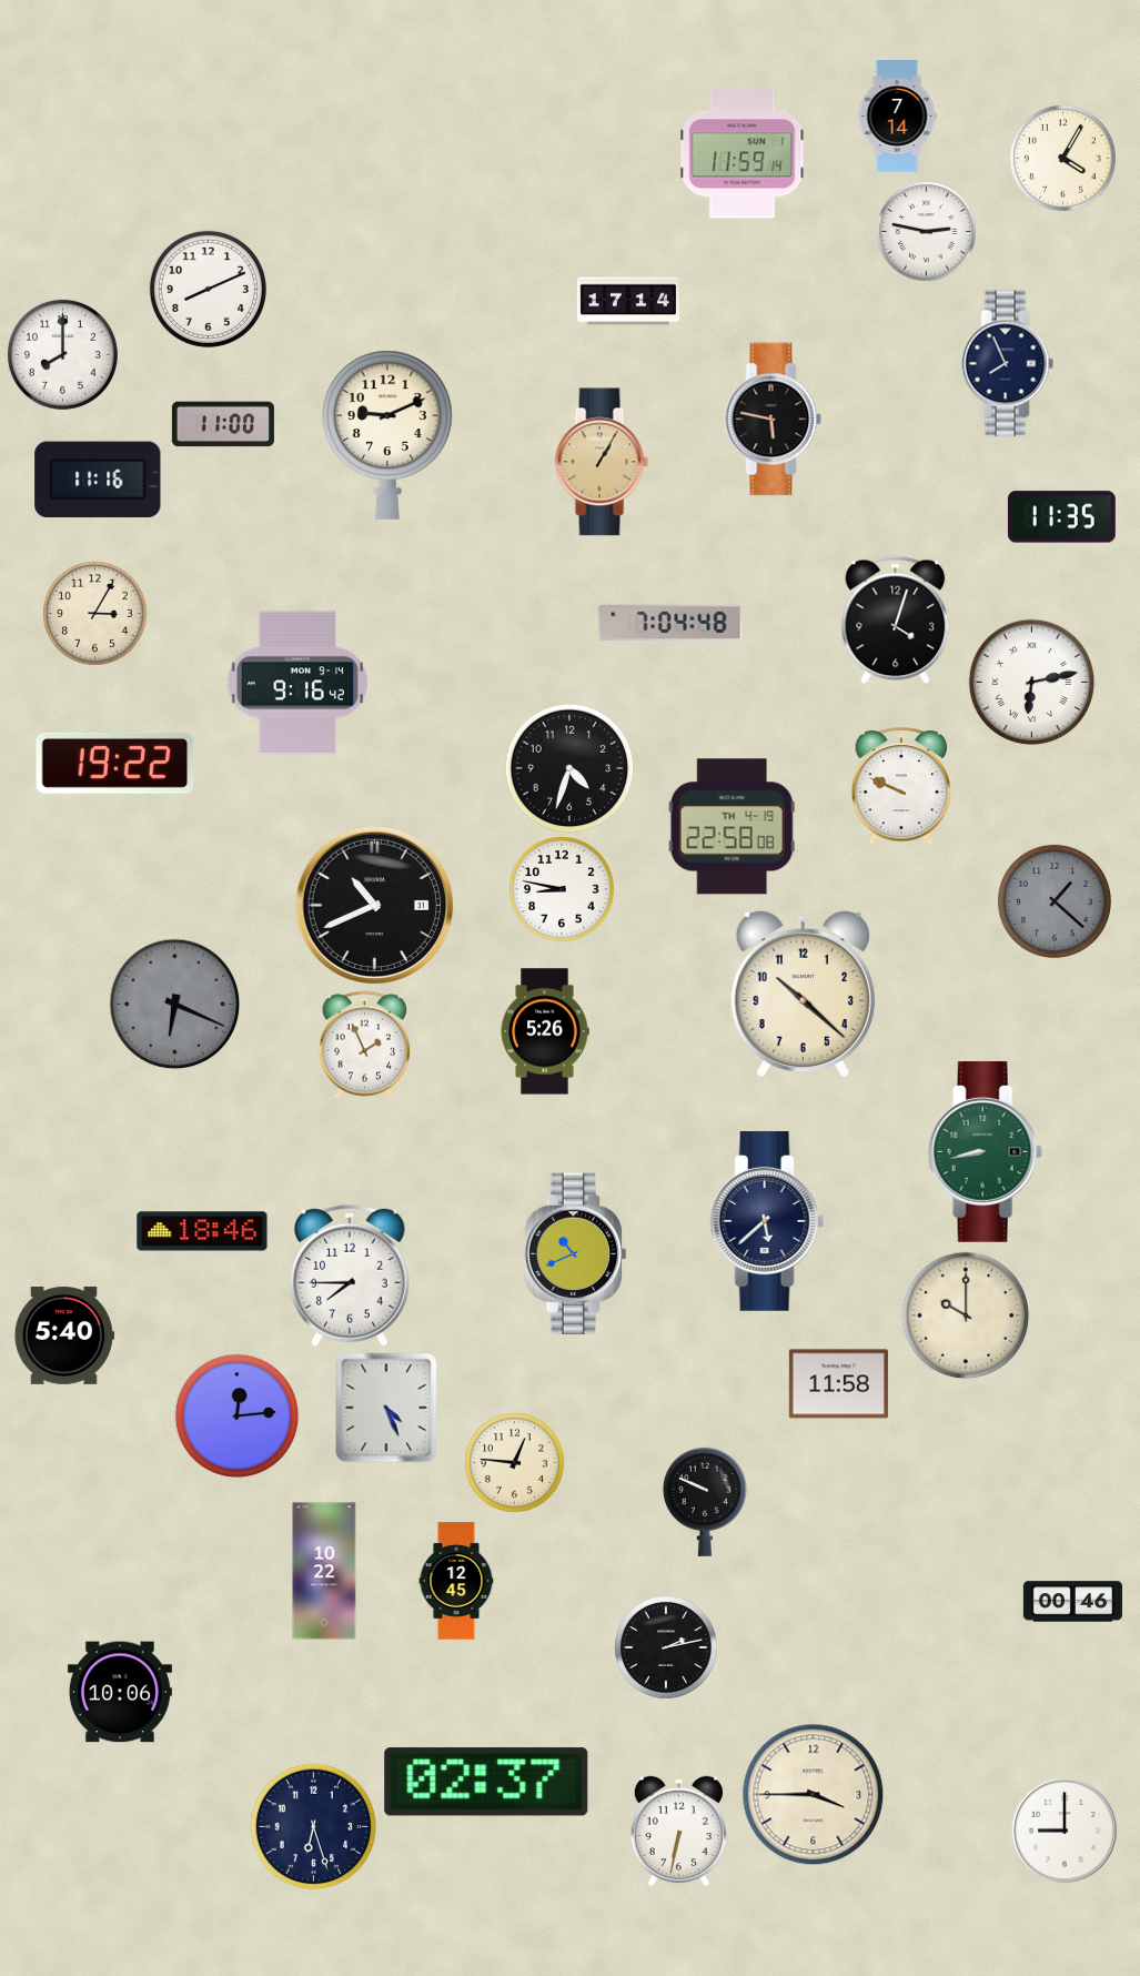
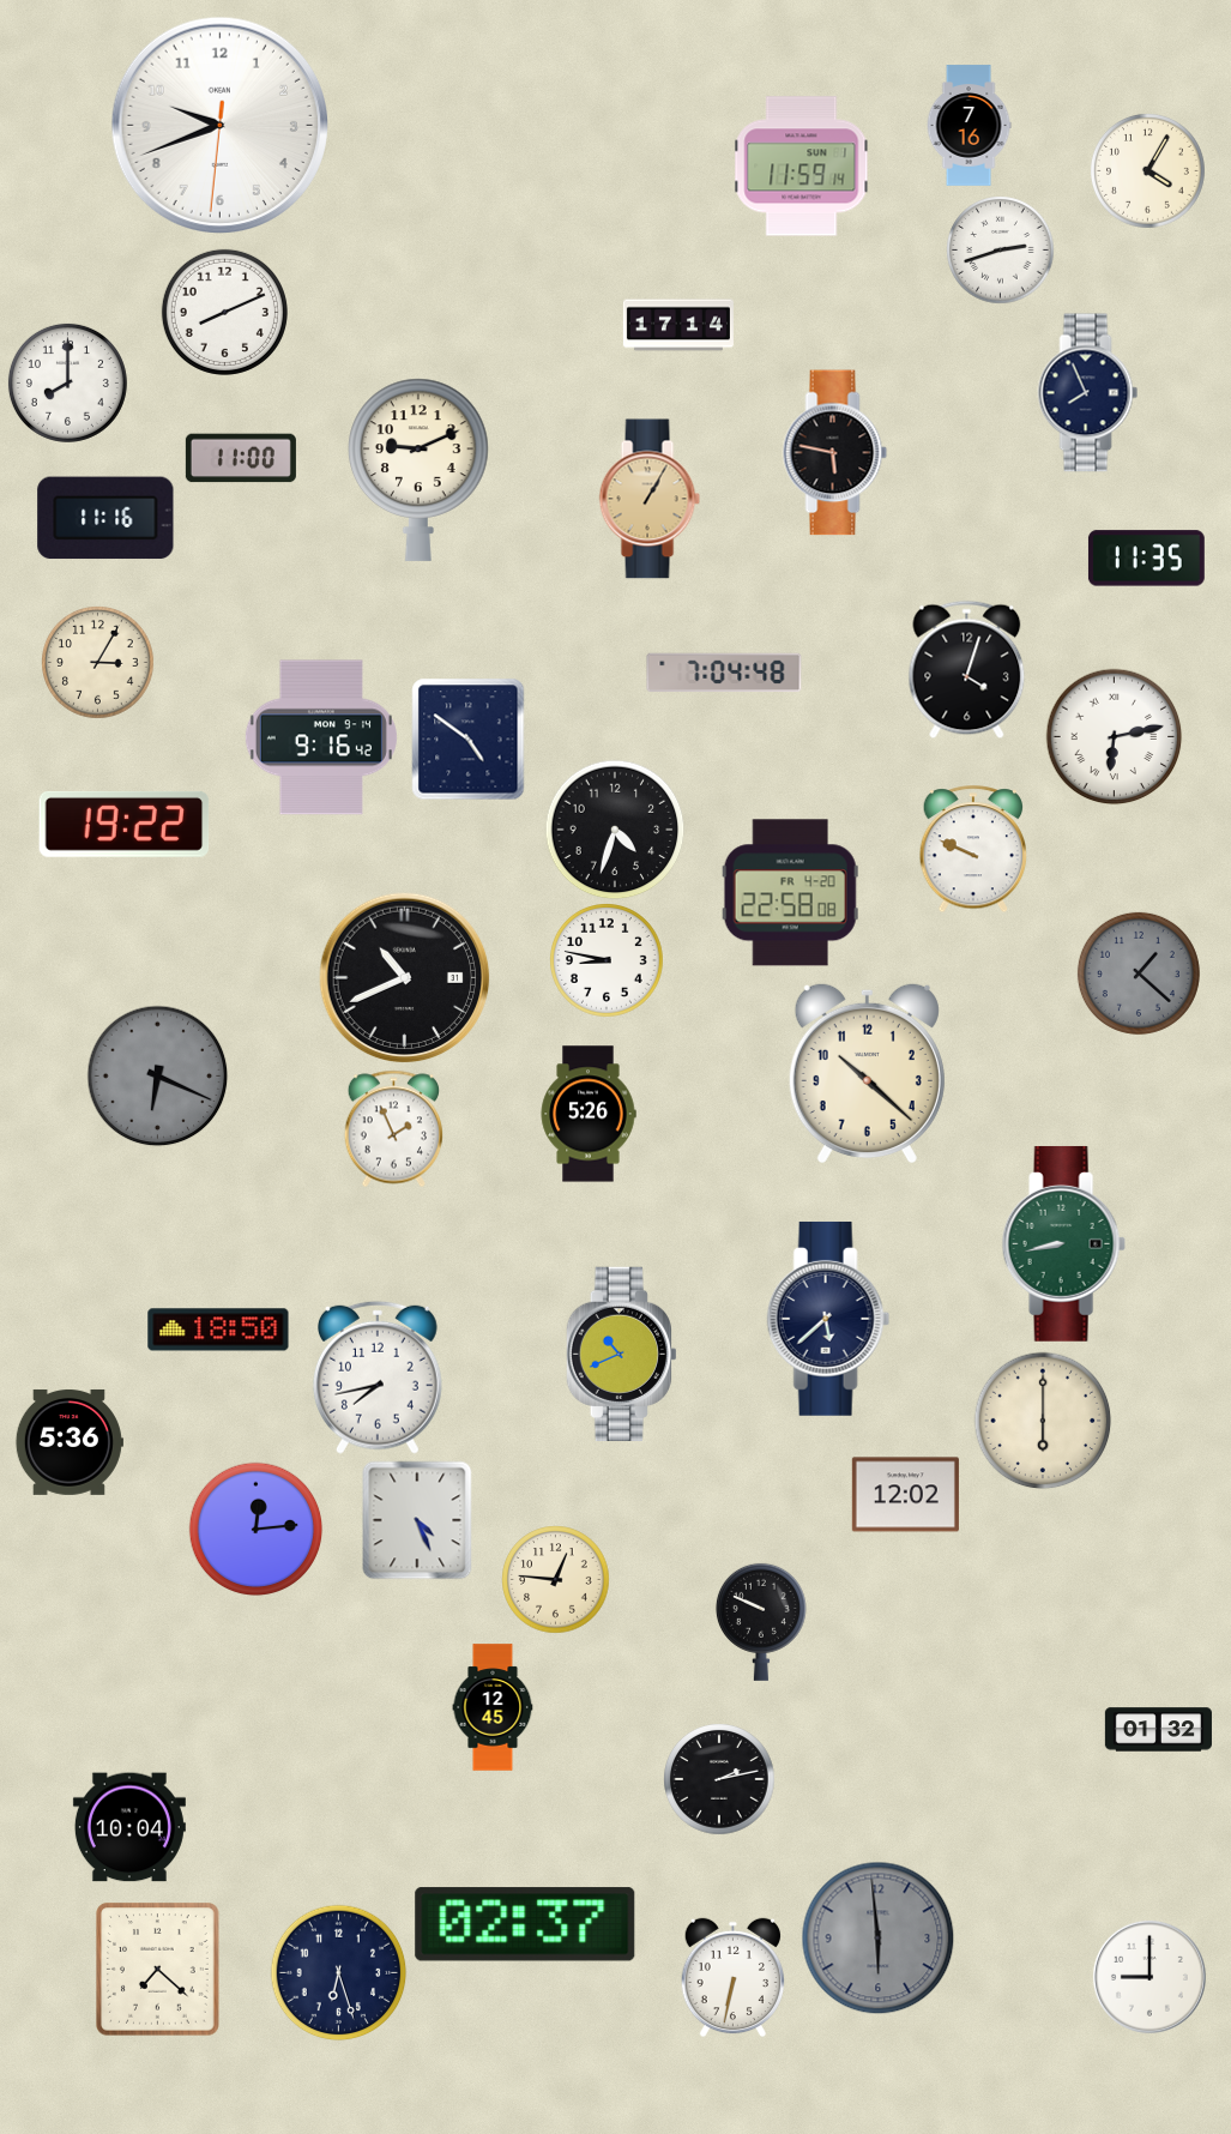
clock at (219, 125): none -> 9:41
clock at (897, 117): 7:14 -> 7:16
clock at (926, 231): 2:47 -> 2:42
clock at (95, 614) position: (95, 614) -> (98, 663)
clock at (469, 739): none -> 4:51
clock at (732, 827) date: TH 4-19 -> FR 4-20
clock at (174, 1004) position: (174, 1004) -> (157, 1075)
clock at (202, 1231): 18:46 -> 18:50
clock at (350, 1276): 7:45 -> 7:43
clock at (966, 1315): 10:00 -> 6:00
clock at (64, 1335): 5:40 -> 5:36
clock at (838, 1384): 11:58 -> 12:02
clock at (324, 1571): 10:22 -> none
clock at (1072, 1602): 00:46 -> 01:32
clock at (120, 1692): 10:06 -> 10:04
clock at (813, 1794): 3:45 -> 5:59
clock at (813, 1794) dial: cream -> grey
clock at (158, 1970): none -> 7:22
